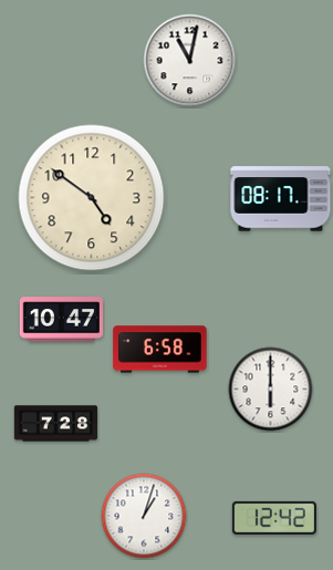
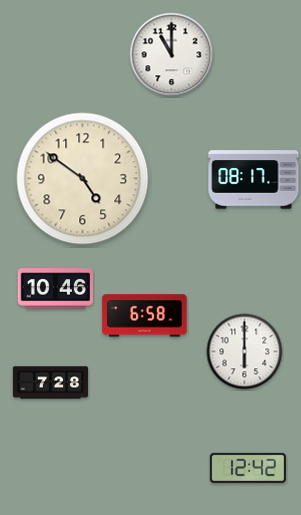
clock at (190, 61): 11:02 -> 11:00
clock at (61, 320): 10:47 -> 10:46
clock at (144, 516): 1:03 -> none
